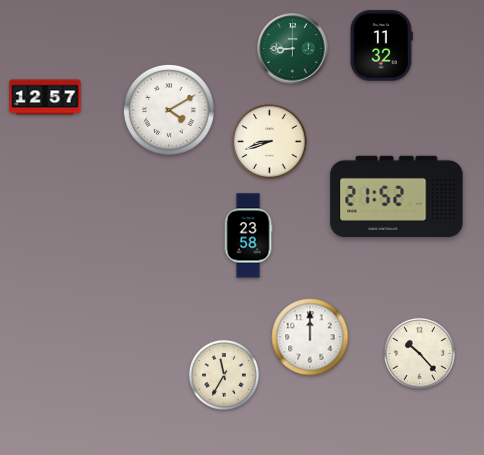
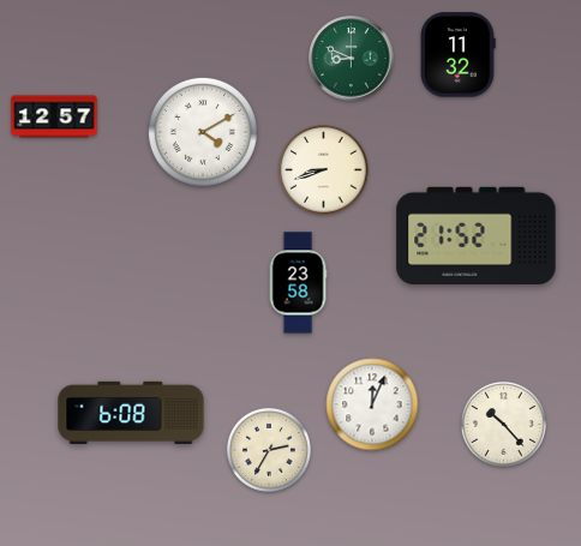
clock at (293, 49): 8:45 -> 8:49
clock at (310, 337): 12:00 -> 12:04
clock at (131, 412): none -> 6:08
clock at (224, 375): 11:35 -> 2:35
